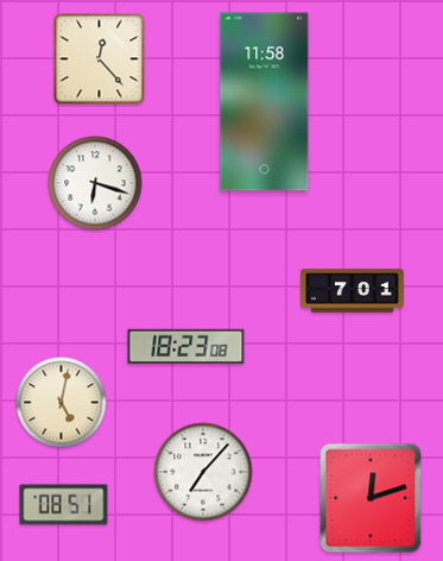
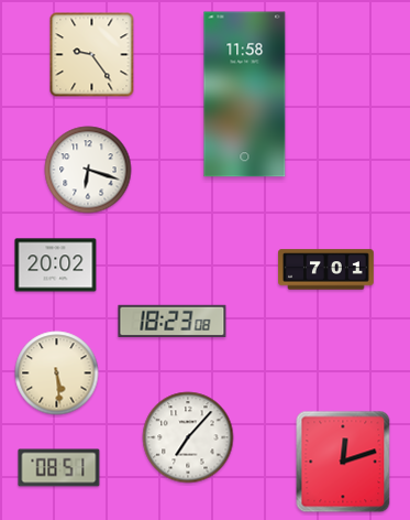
clock at (100, 59): 12:23 -> 9:24
clock at (56, 266): none -> 20:02
clock at (62, 403): 5:02 -> 5:29
